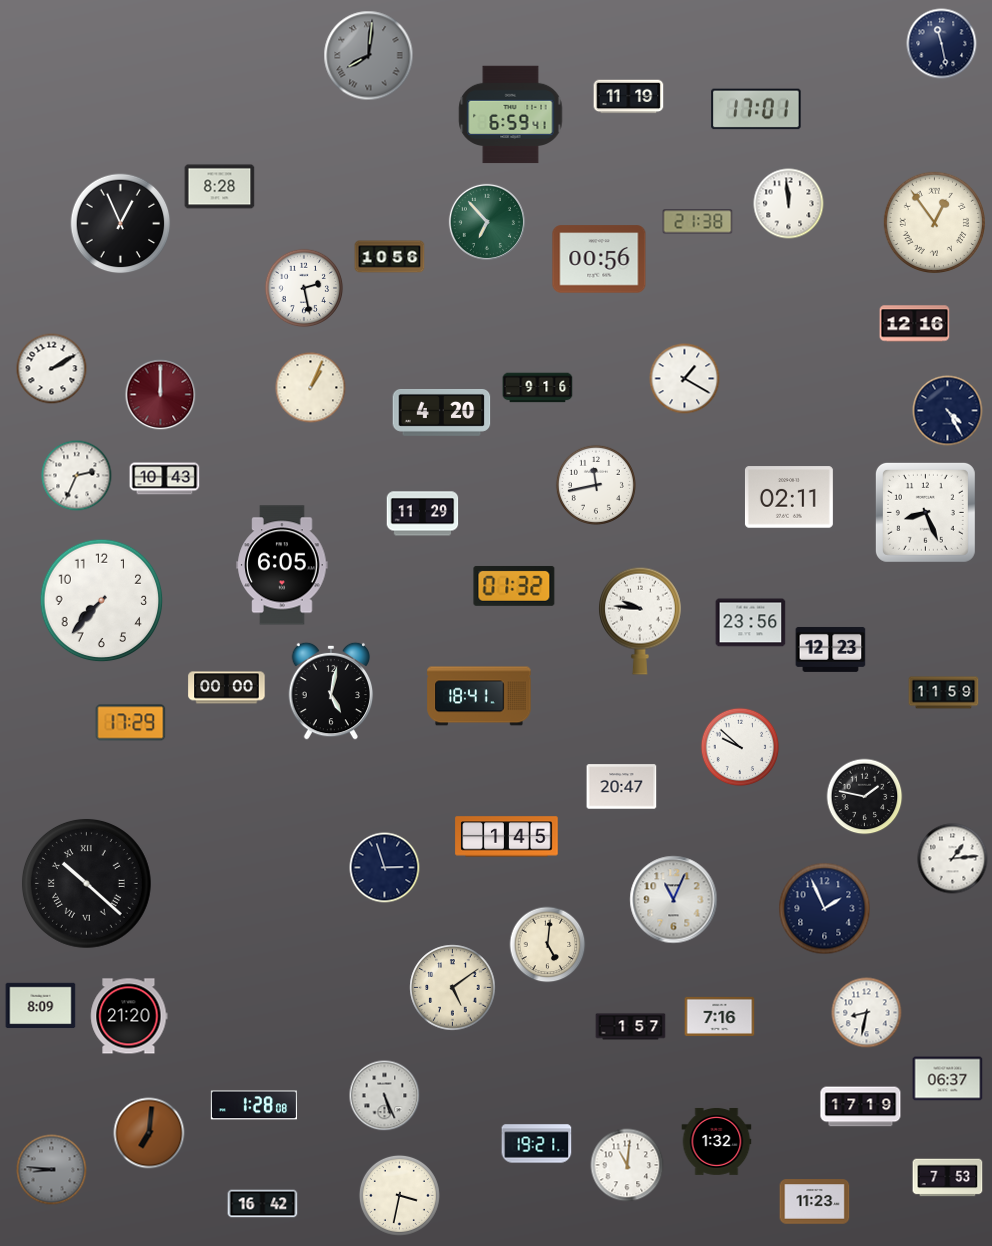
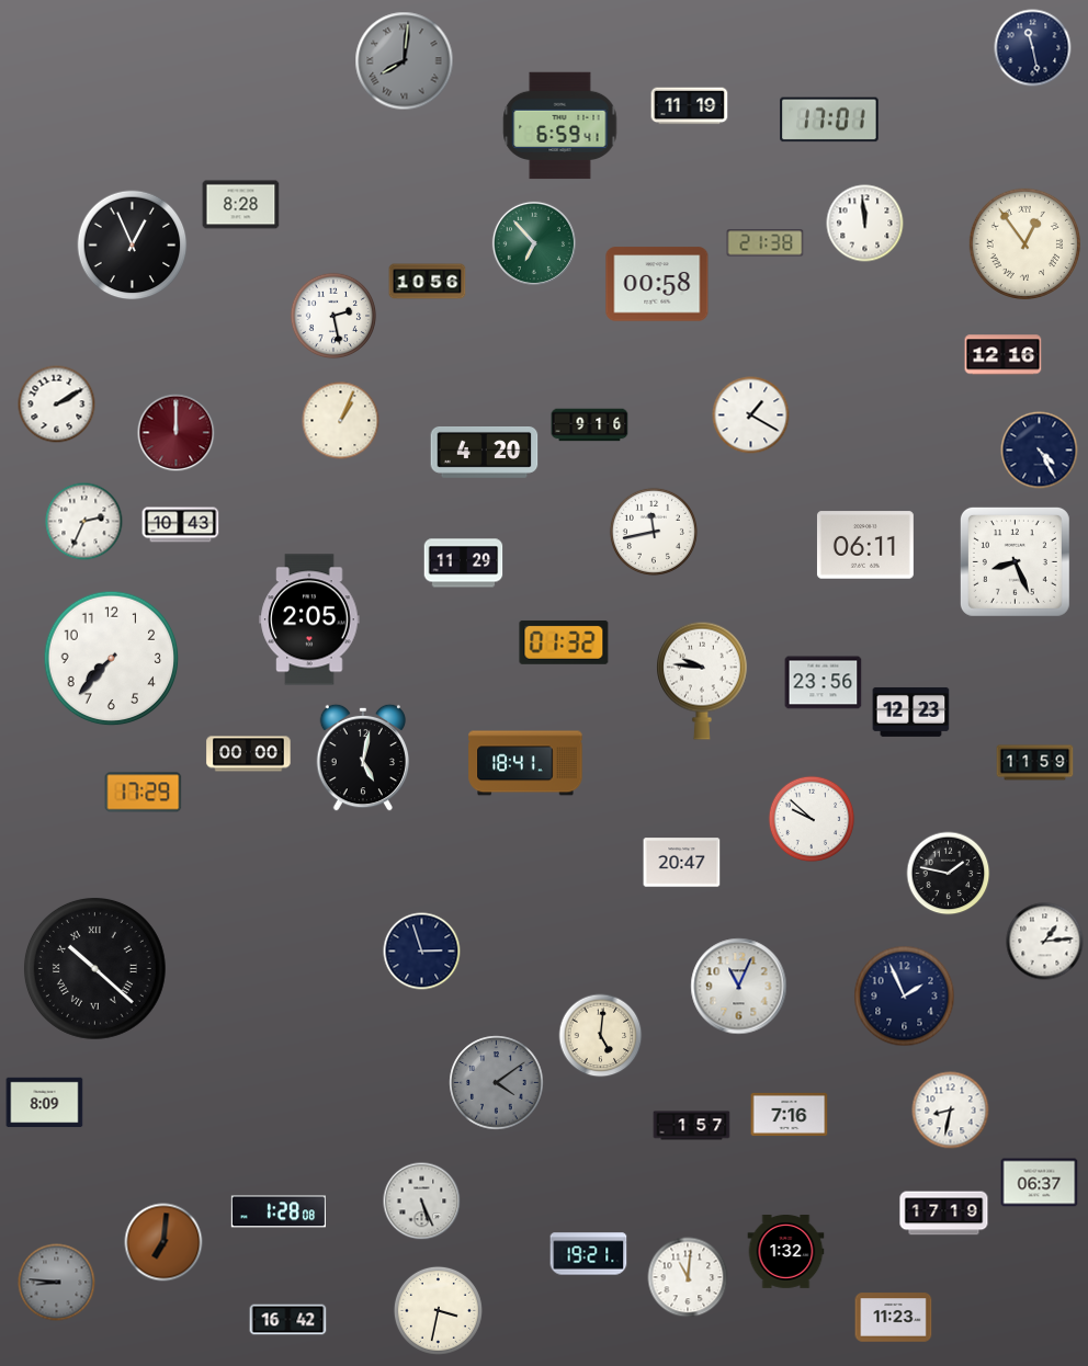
clock at (599, 259): 00:56 -> 00:58
clock at (311, 388) position: (311, 388) -> (341, 421)
clock at (789, 497): 02:11 -> 06:11
clock at (282, 565): 6:05 -> 2:05
clock at (944, 693) position: (944, 693) -> (1035, 763)
clock at (507, 837): 1:45 -> none
clock at (453, 988): 5:09 -> 4:09
clock at (453, 988) dial: cream -> grey
clock at (129, 1016): 21:20 -> none
clock at (948, 1178): 7:53 -> none
